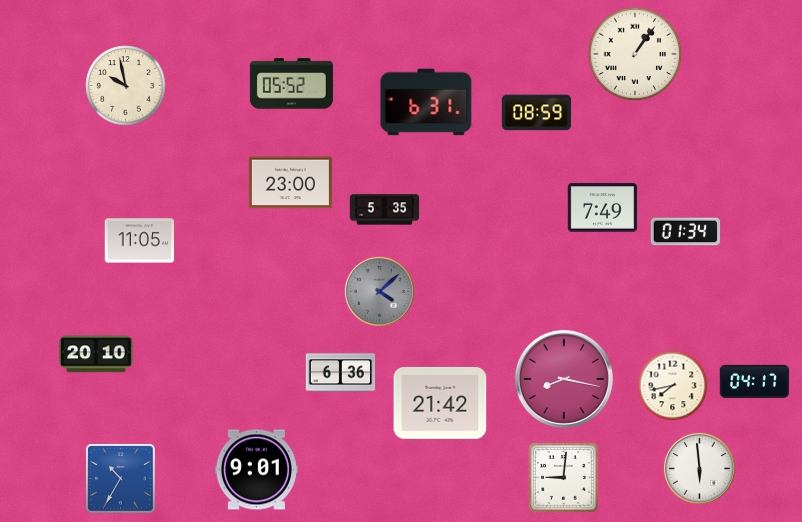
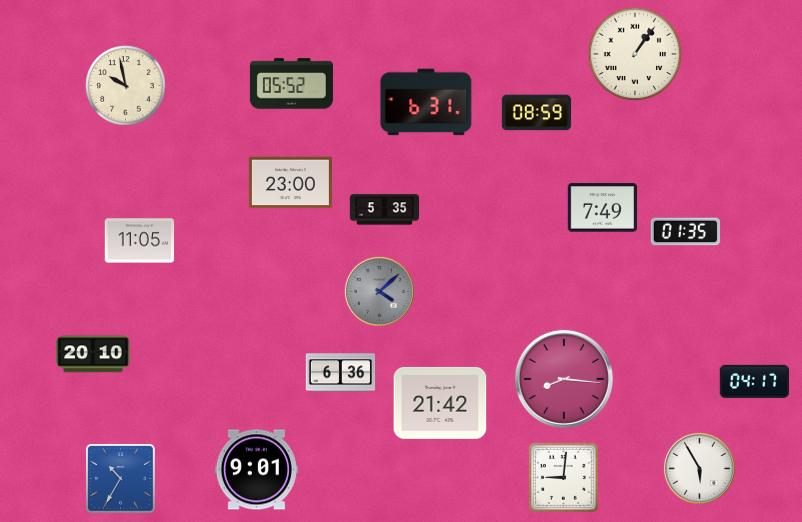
clock at (686, 232): 01:34 -> 01:35
clock at (96, 354) position: (96, 354) -> (93, 354)
clock at (564, 379): 8:17 -> 8:16
clock at (673, 386): 7:43 -> none
clock at (699, 468): 5:59 -> 5:55
